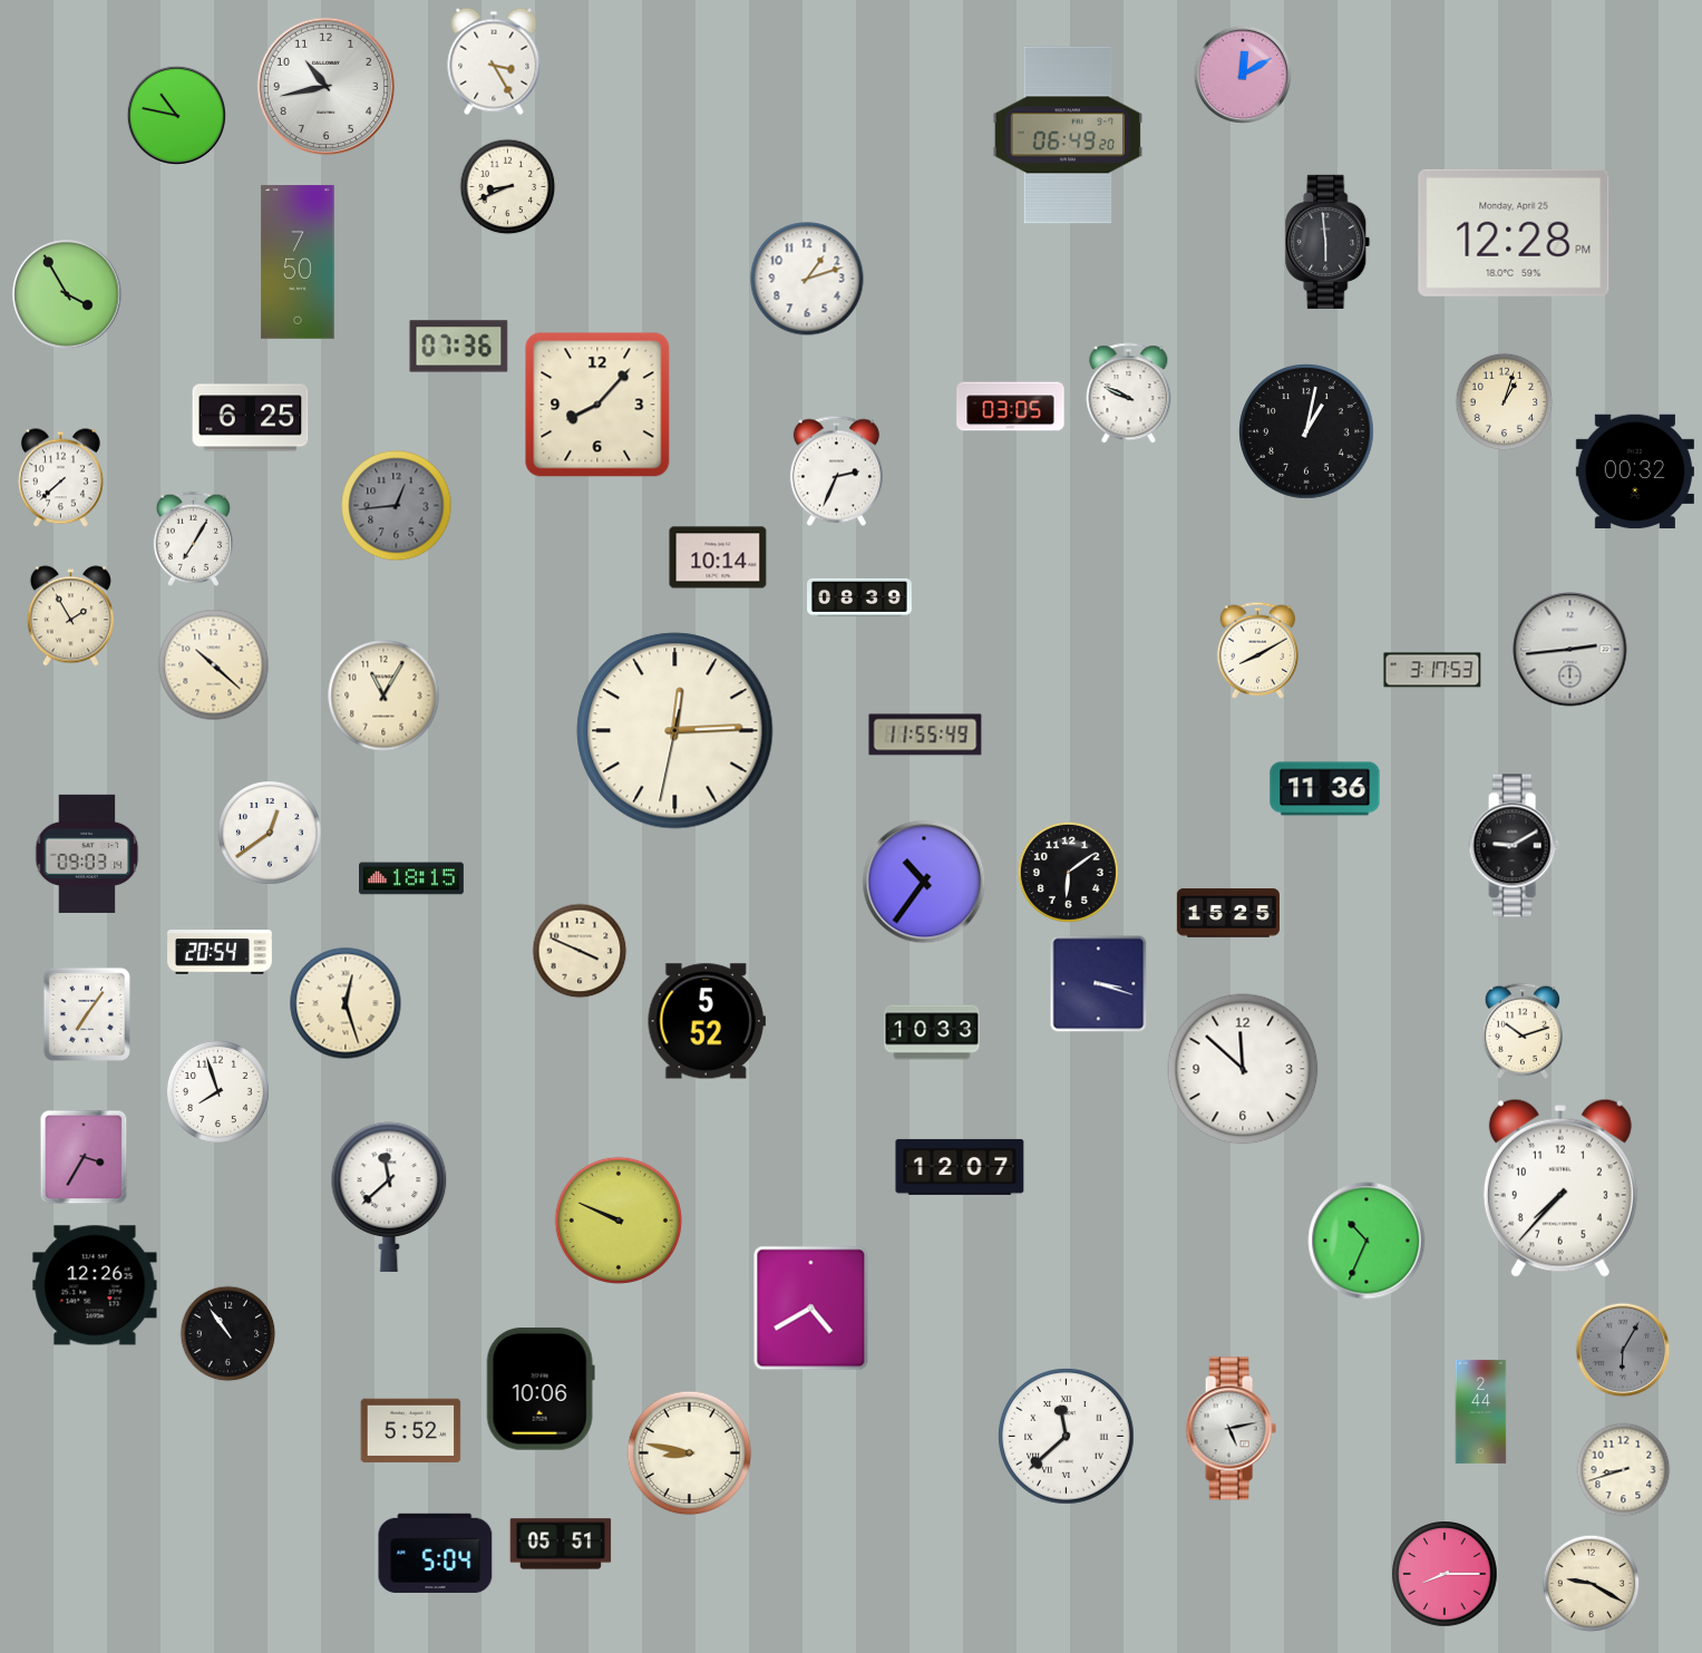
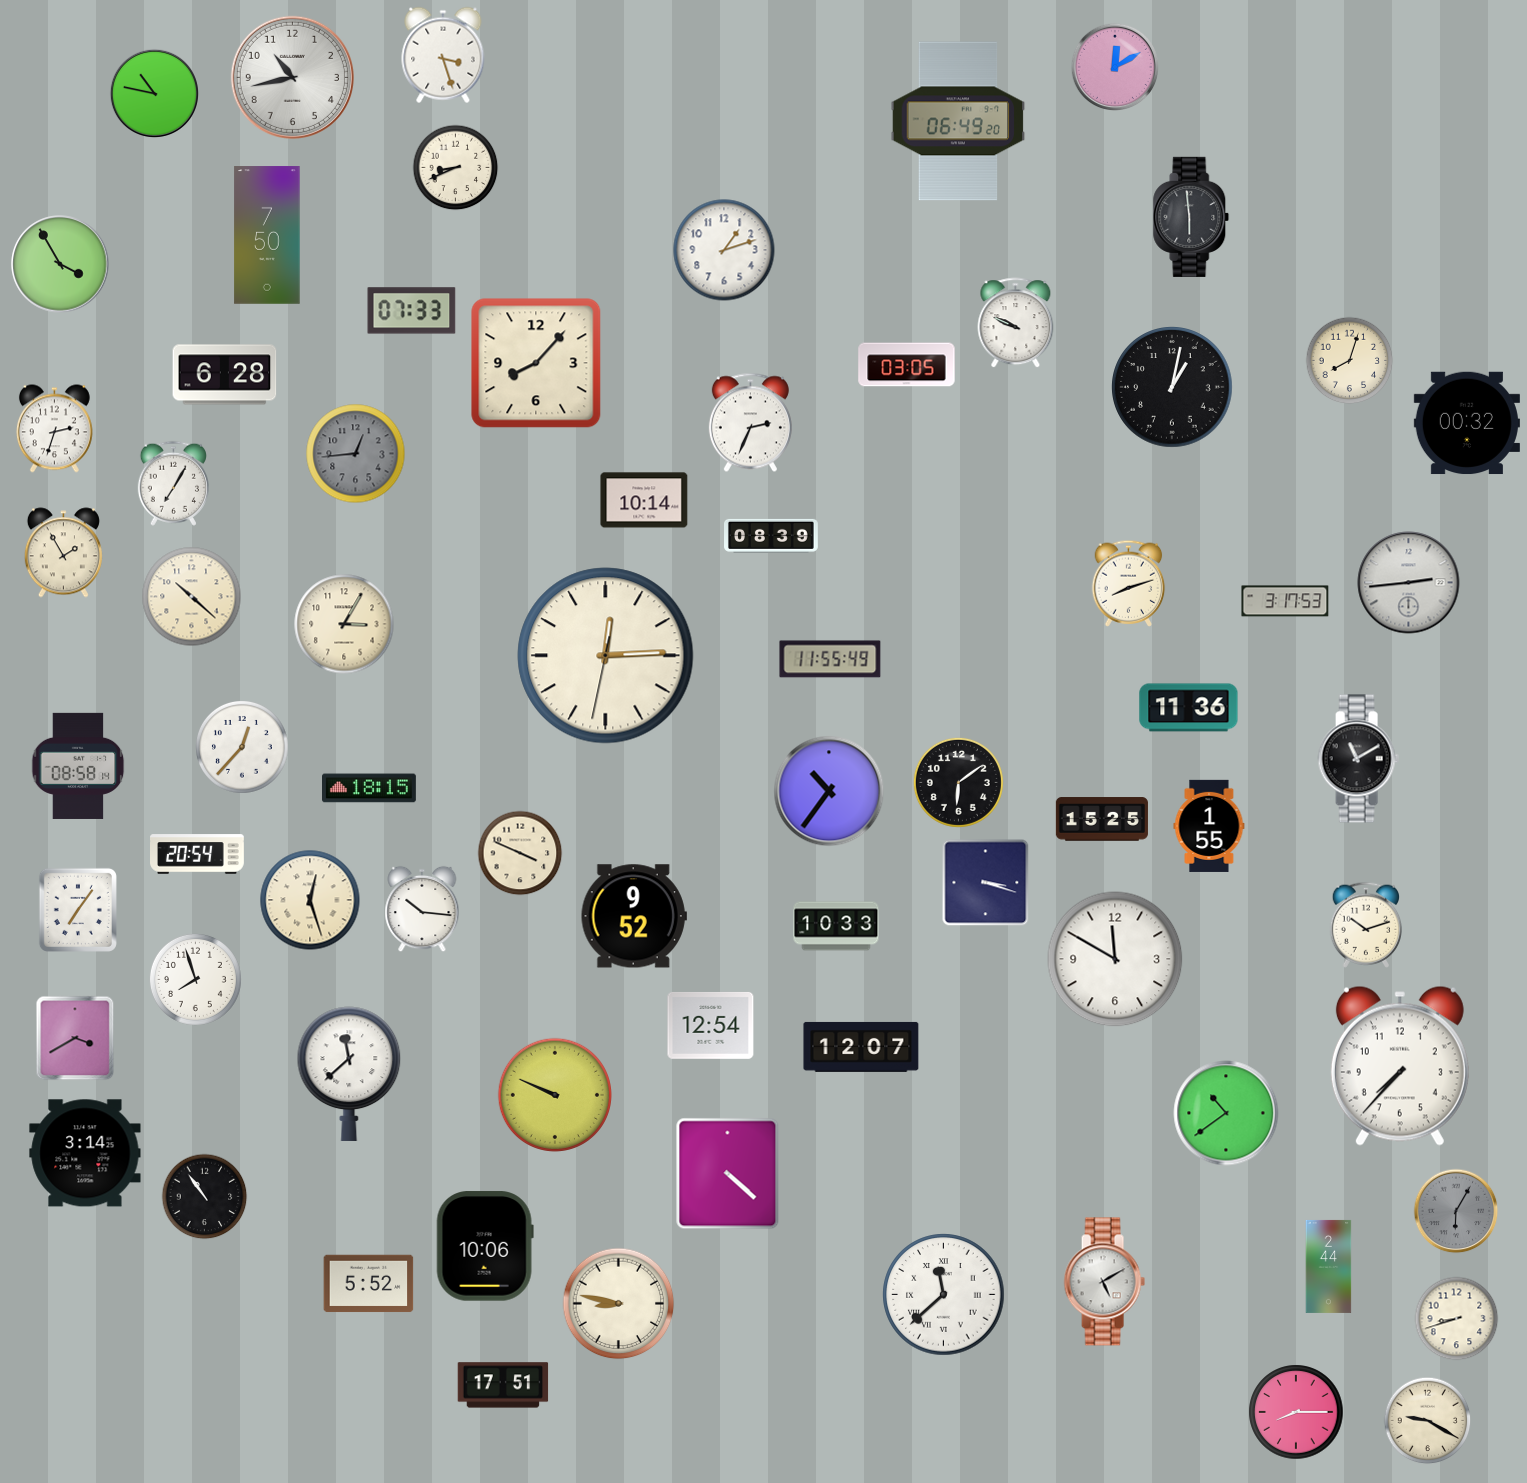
clock at (494, 61): 3:25 -> 3:27
clock at (176, 115) position: (176, 115) -> (154, 93)
clock at (1514, 233): 12:28 -> none
clock at (459, 347): 07:36 -> 07:33
clock at (1129, 393) position: (1129, 393) -> (1016, 323)
clock at (1505, 402): 1:03 -> 8:03
clock at (251, 418): 6:25 -> 6:28
clock at (60, 478): 7:38 -> 2:33
clock at (1258, 650): 8:10 -> 8:12
clock at (383, 696): 11:05 -> 3:05
clock at (271, 834): 12:39 -> 12:37
clock at (1514, 846): 9:10 -> 11:10
clock at (87, 854): 09:03 -> 08:58
clock at (1209, 826): none -> 1:55
clock at (422, 909): none -> 10:16
clock at (707, 1021): 5:52 -> 9:52
clock at (1243, 1069): 11:52 -> 11:50
clock at (711, 1025): none -> 12:54
clock at (84, 1157): 3:35 -> 3:40
clock at (1367, 1241): 10:34 -> 10:39
clock at (95, 1285): 12:26 -> 3:14
clock at (811, 1309): 4:40 -> 4:22
clock at (1231, 1429): 5:13 -> 5:10
clock at (1067, 1437) position: (1067, 1437) -> (944, 1295)
clock at (561, 1544): 05:51 -> 17:51
clock at (436, 1553): 5:04 -> none
